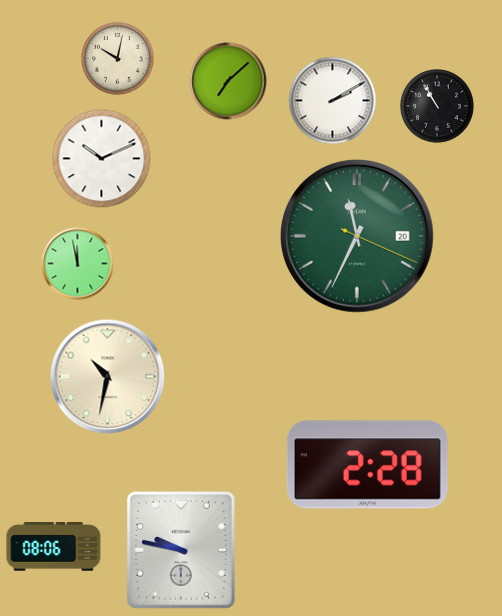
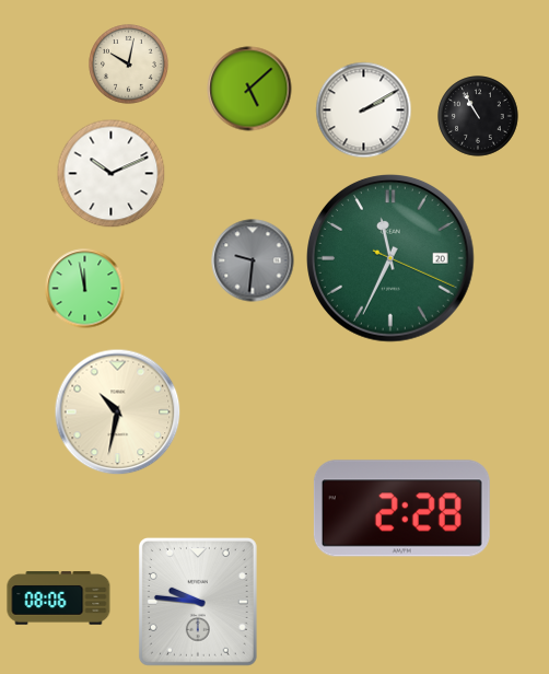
clock at (228, 81): 7:08 -> 5:08
clock at (253, 260): none -> 9:31
clock at (181, 550): 9:47 -> 9:46
